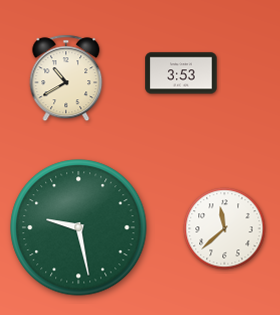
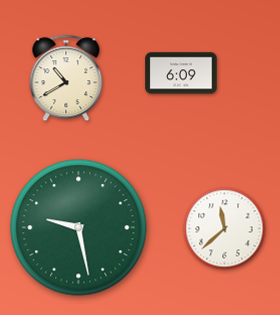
clock at (181, 73): 3:53 -> 6:09
